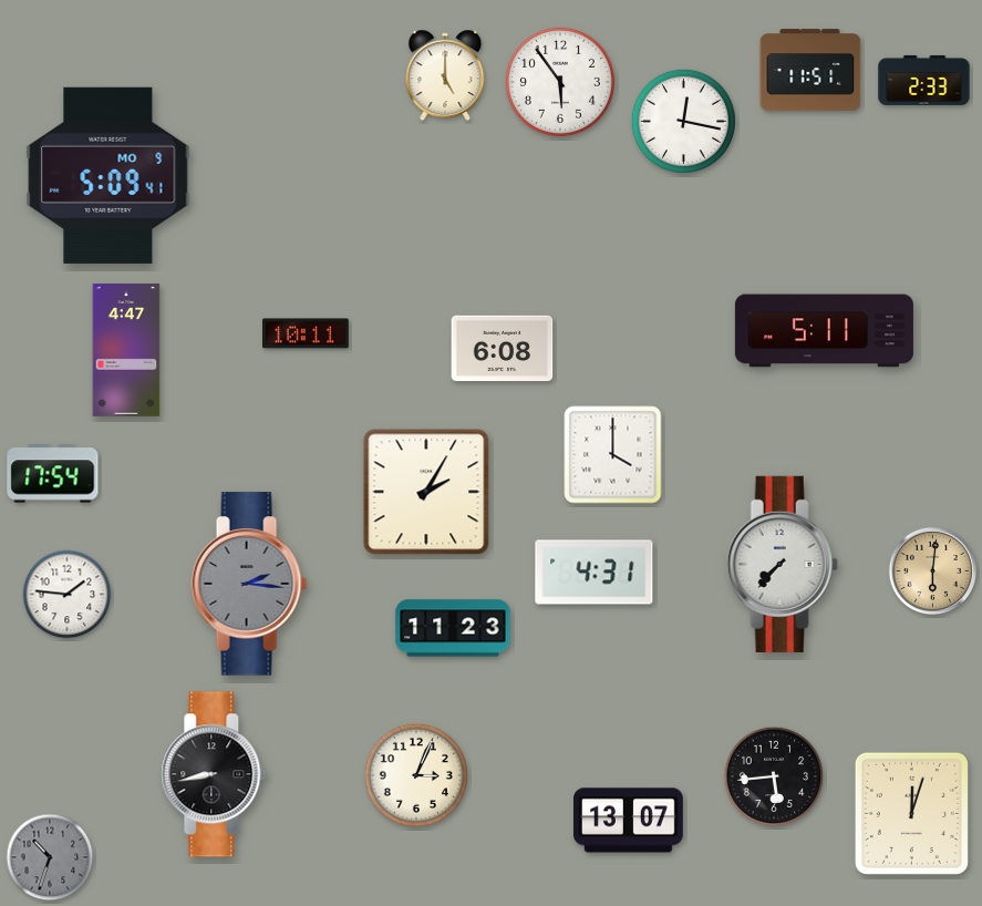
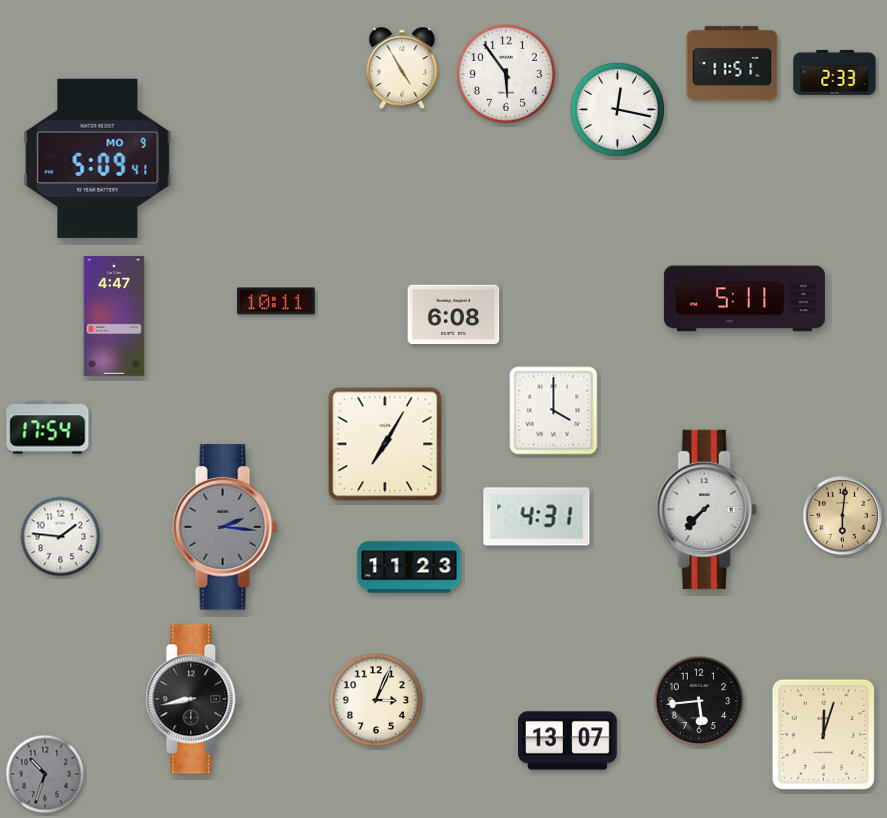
clock at (445, 74): 5:00 -> 4:55
clock at (426, 492): 2:05 -> 7:05
